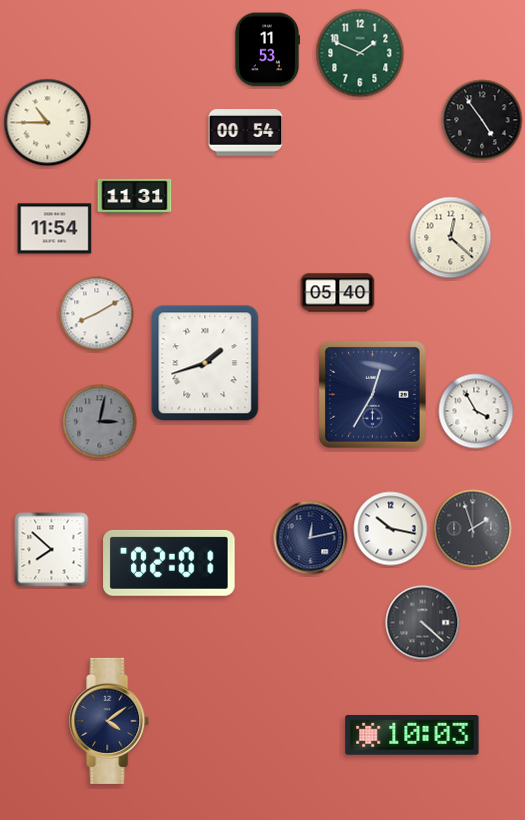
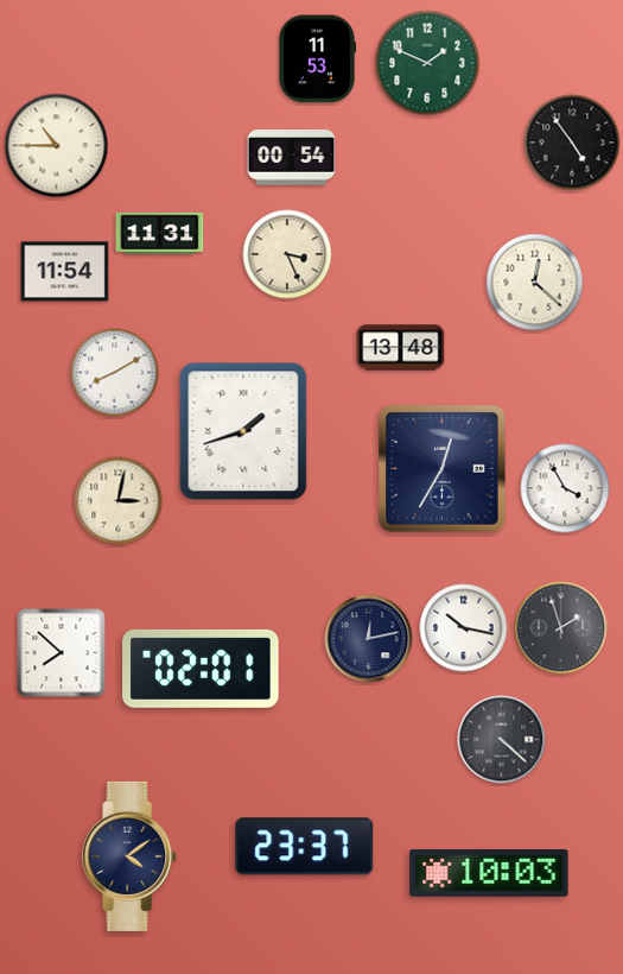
clock at (287, 254): none -> 3:26
clock at (338, 293): 05:40 -> 13:48
clock at (100, 422) dial: grey -> cream
clock at (305, 847): none -> 23:37
